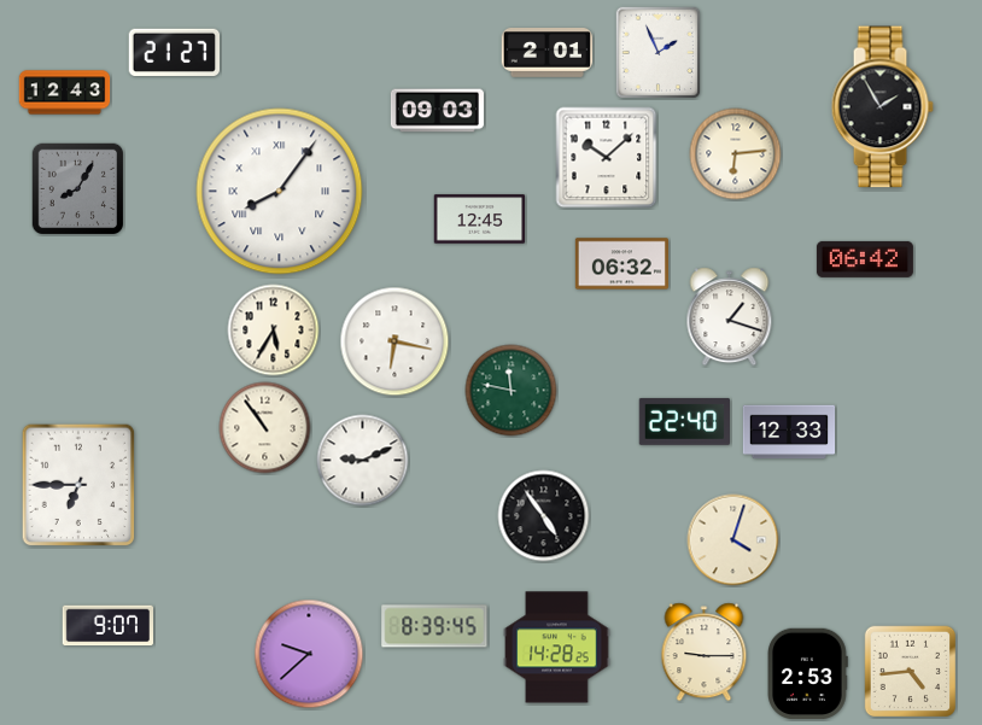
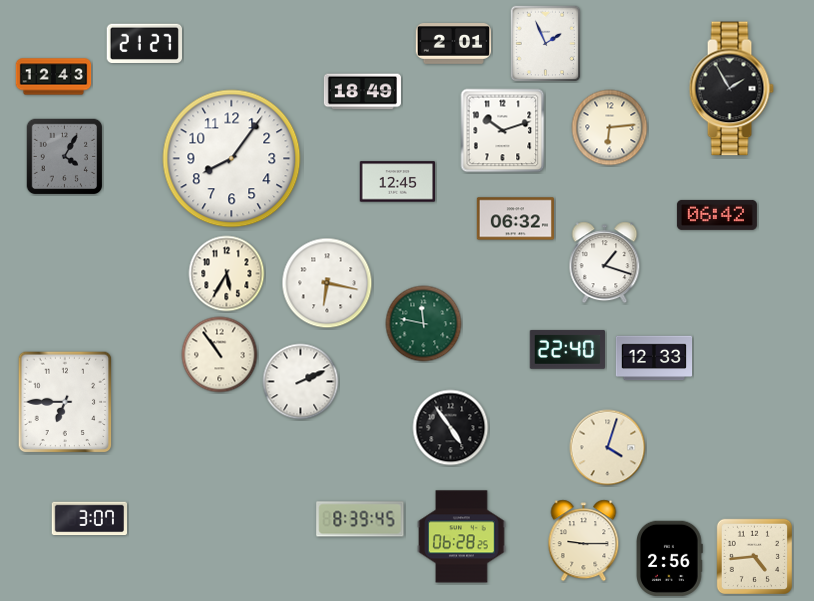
clock at (437, 111): 09:03 -> 18:49
clock at (607, 158): 10:08 -> 10:12
clock at (77, 188): 8:05 -> 4:05
clock at (280, 192) numerals: Roman -> Arabic
clock at (363, 461): 9:11 -> 2:11
clock at (107, 626): 9:07 -> 3:07
clock at (557, 648): 14:28 -> 06:28
clock at (309, 654): 9:38 -> none
clock at (808, 674): 2:53 -> 2:56
